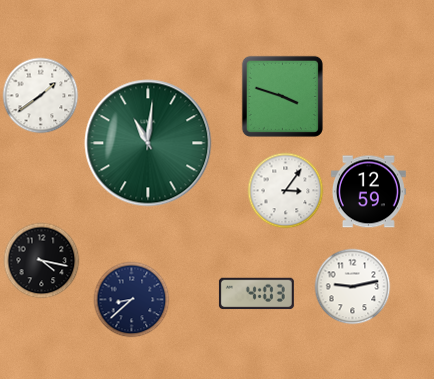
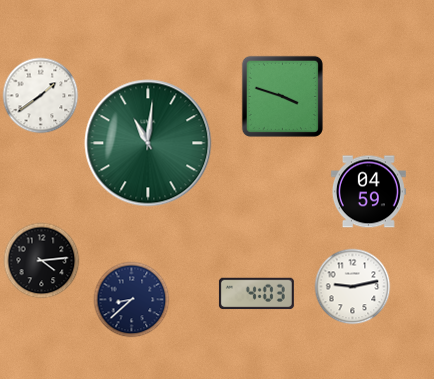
clock at (286, 191): 3:06 -> none
clock at (368, 192): 12:59 -> 04:59
clock at (42, 261): 4:17 -> 4:14
